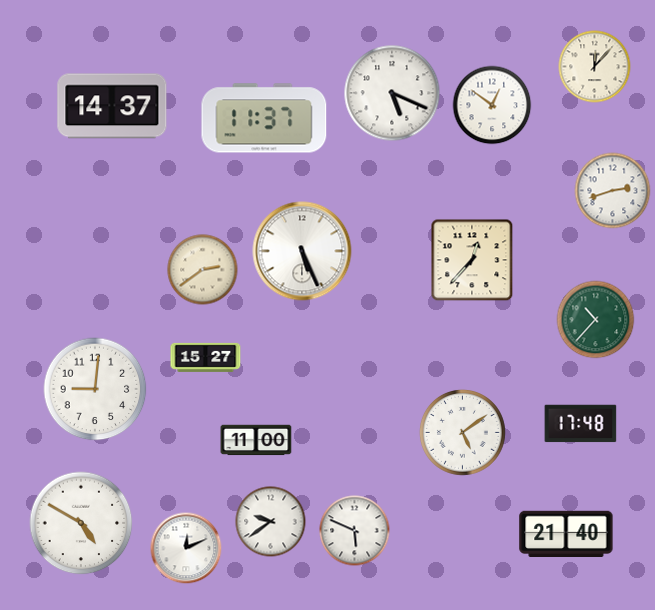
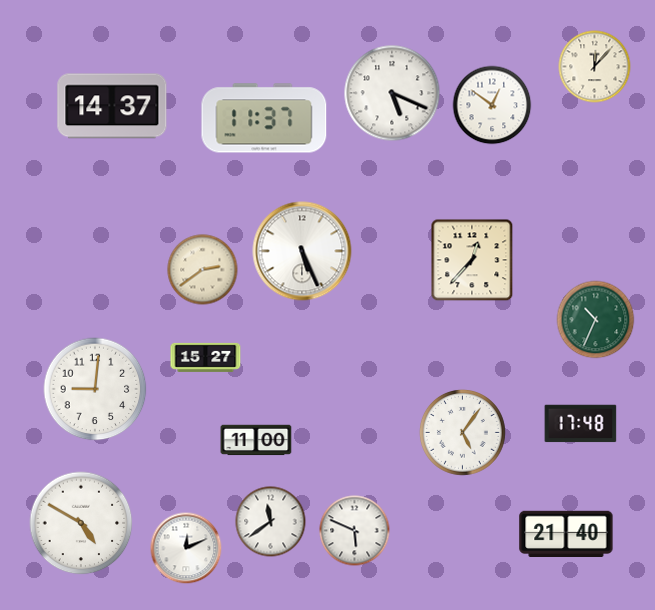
clock at (613, 191): 2:42 -> none
clock at (596, 320): 10:37 -> 10:34
clock at (462, 432): 5:09 -> 5:06
clock at (271, 522): 9:39 -> 11:39
